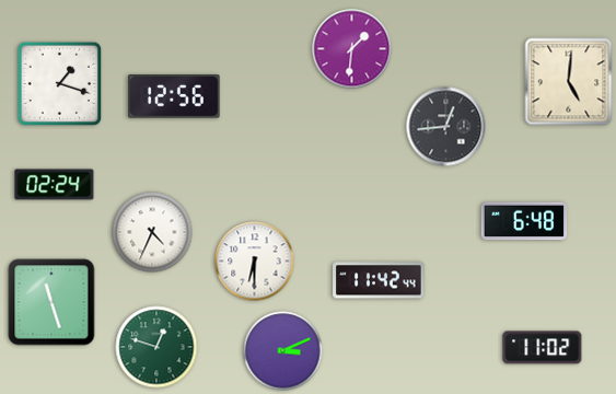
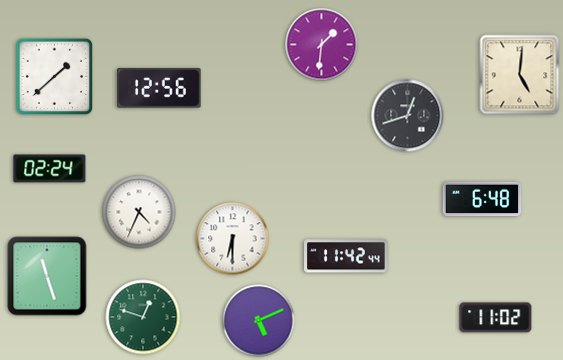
clock at (60, 84): 1:18 -> 1:38
clock at (446, 127): 12:44 -> 12:42
clock at (524, 221) position: (524, 221) -> (482, 199)
clock at (283, 351): 3:11 -> 5:11
